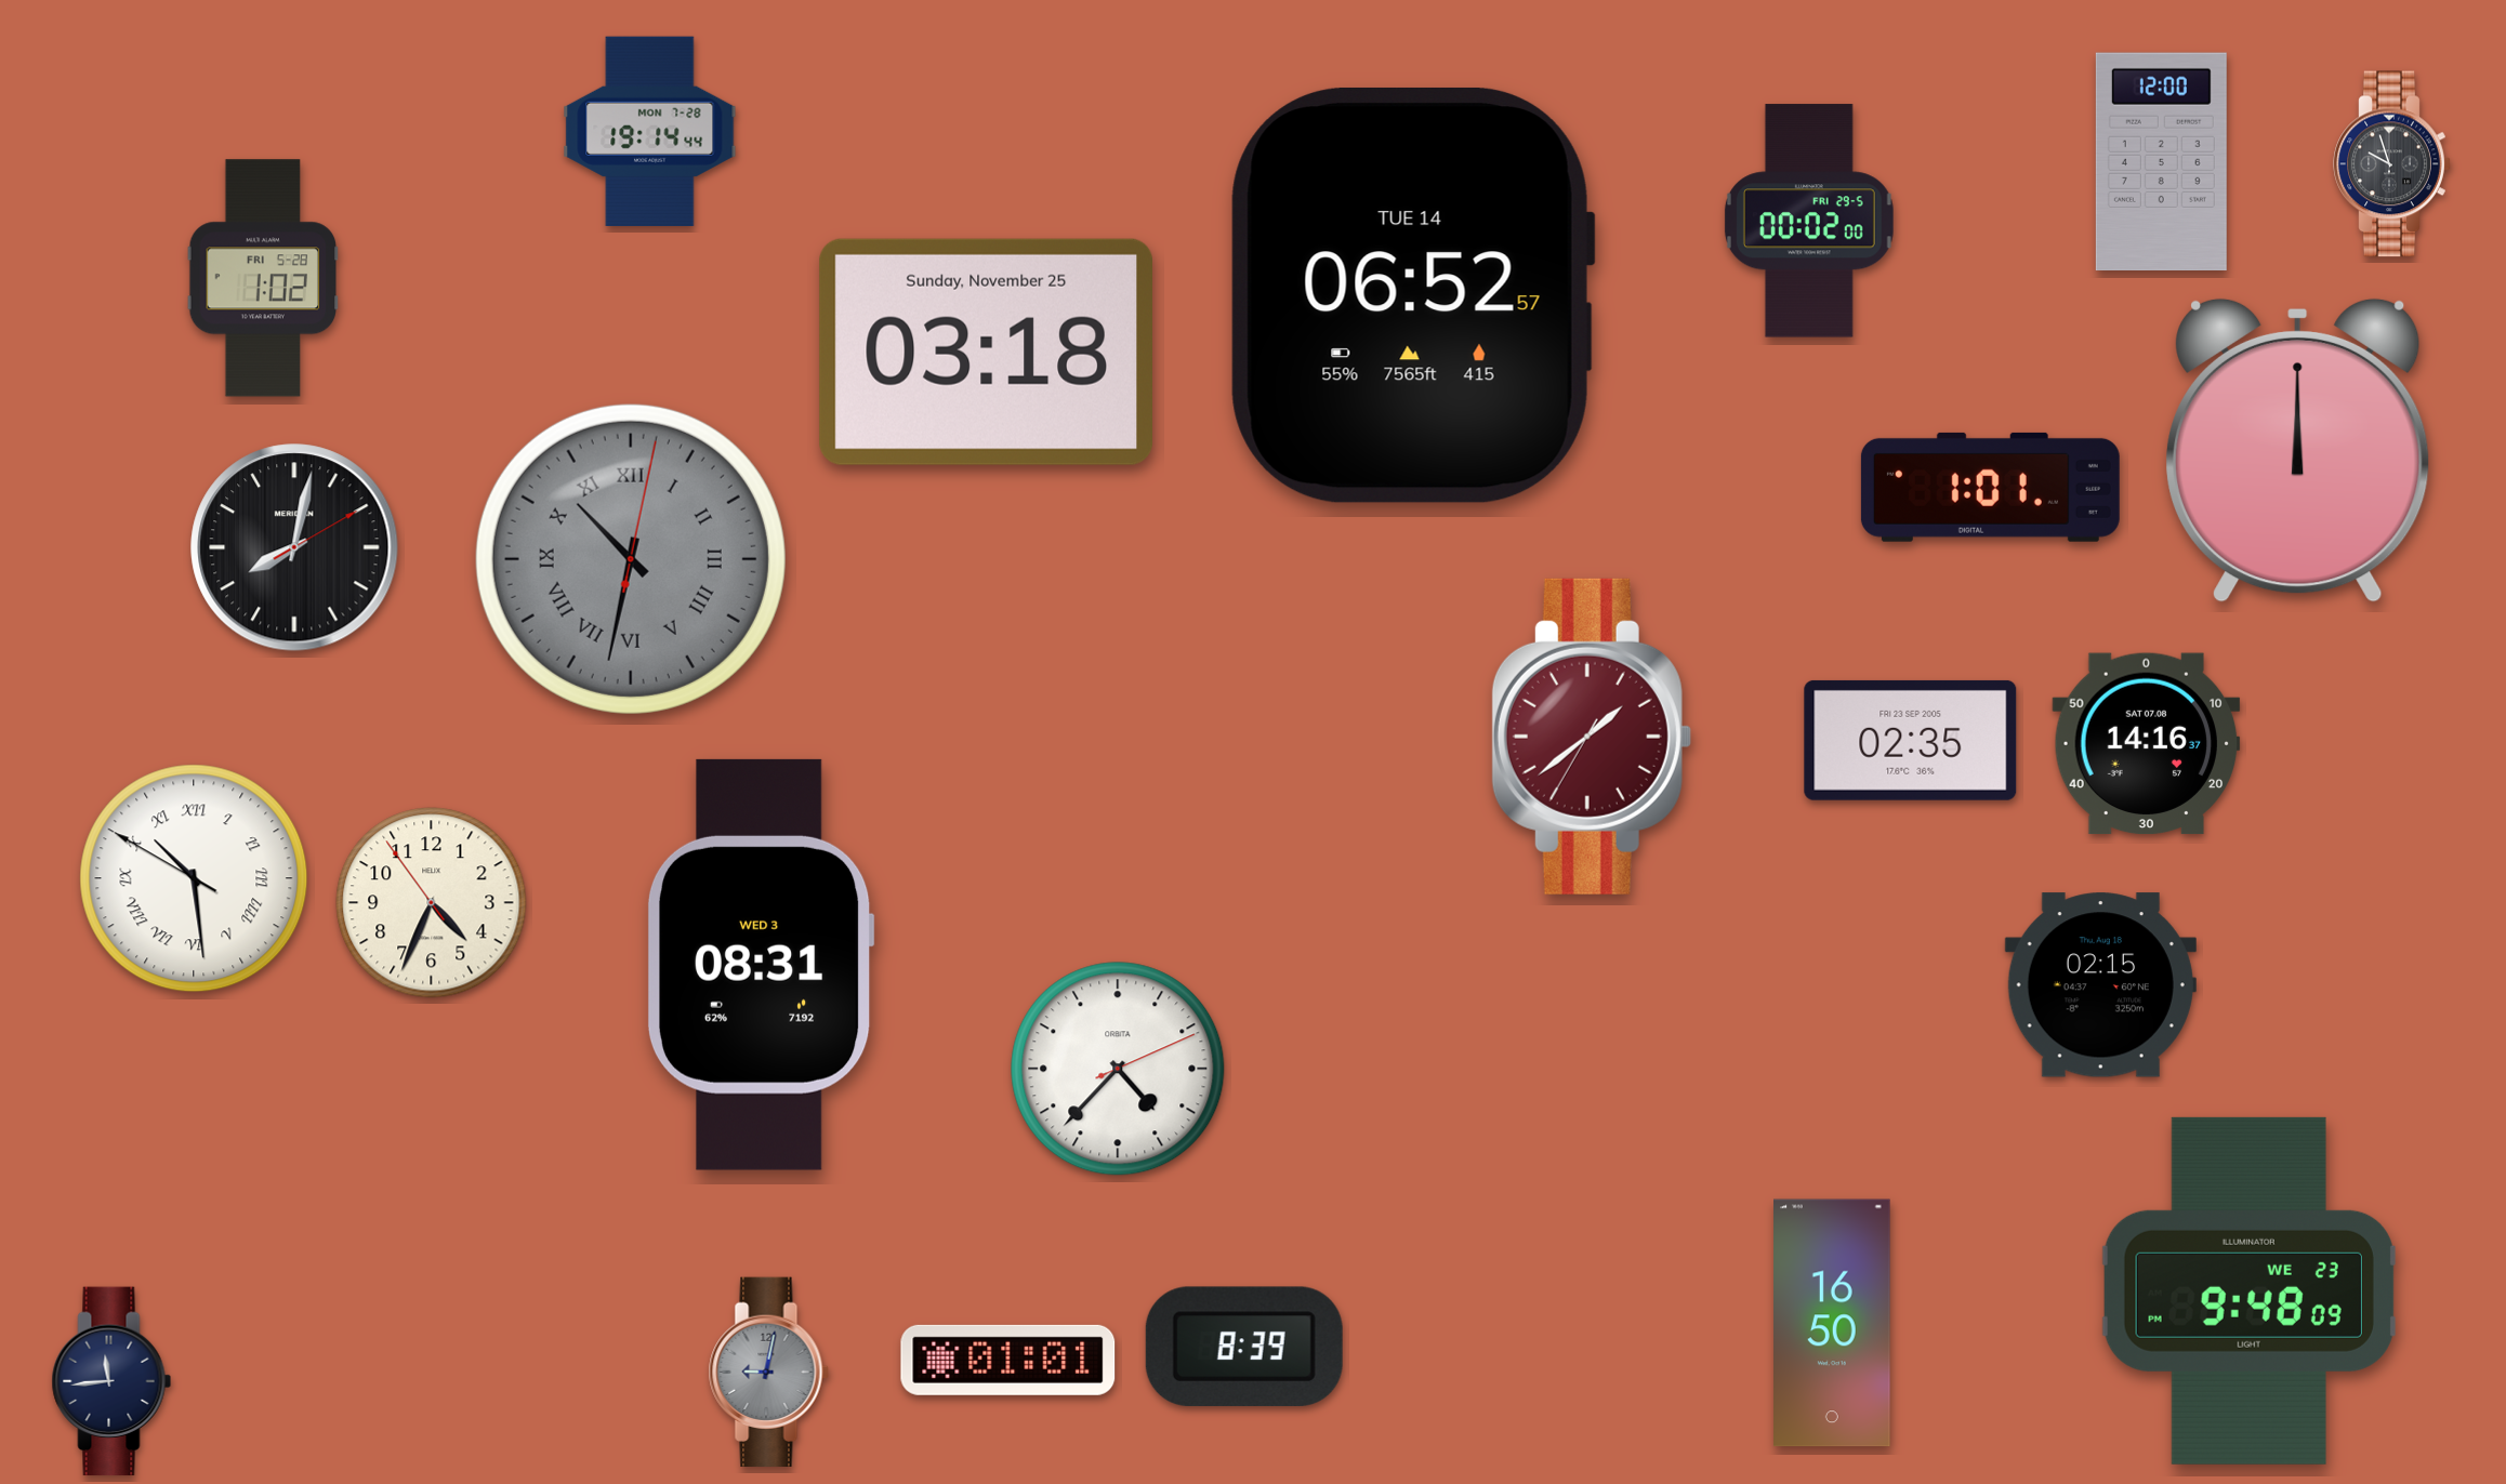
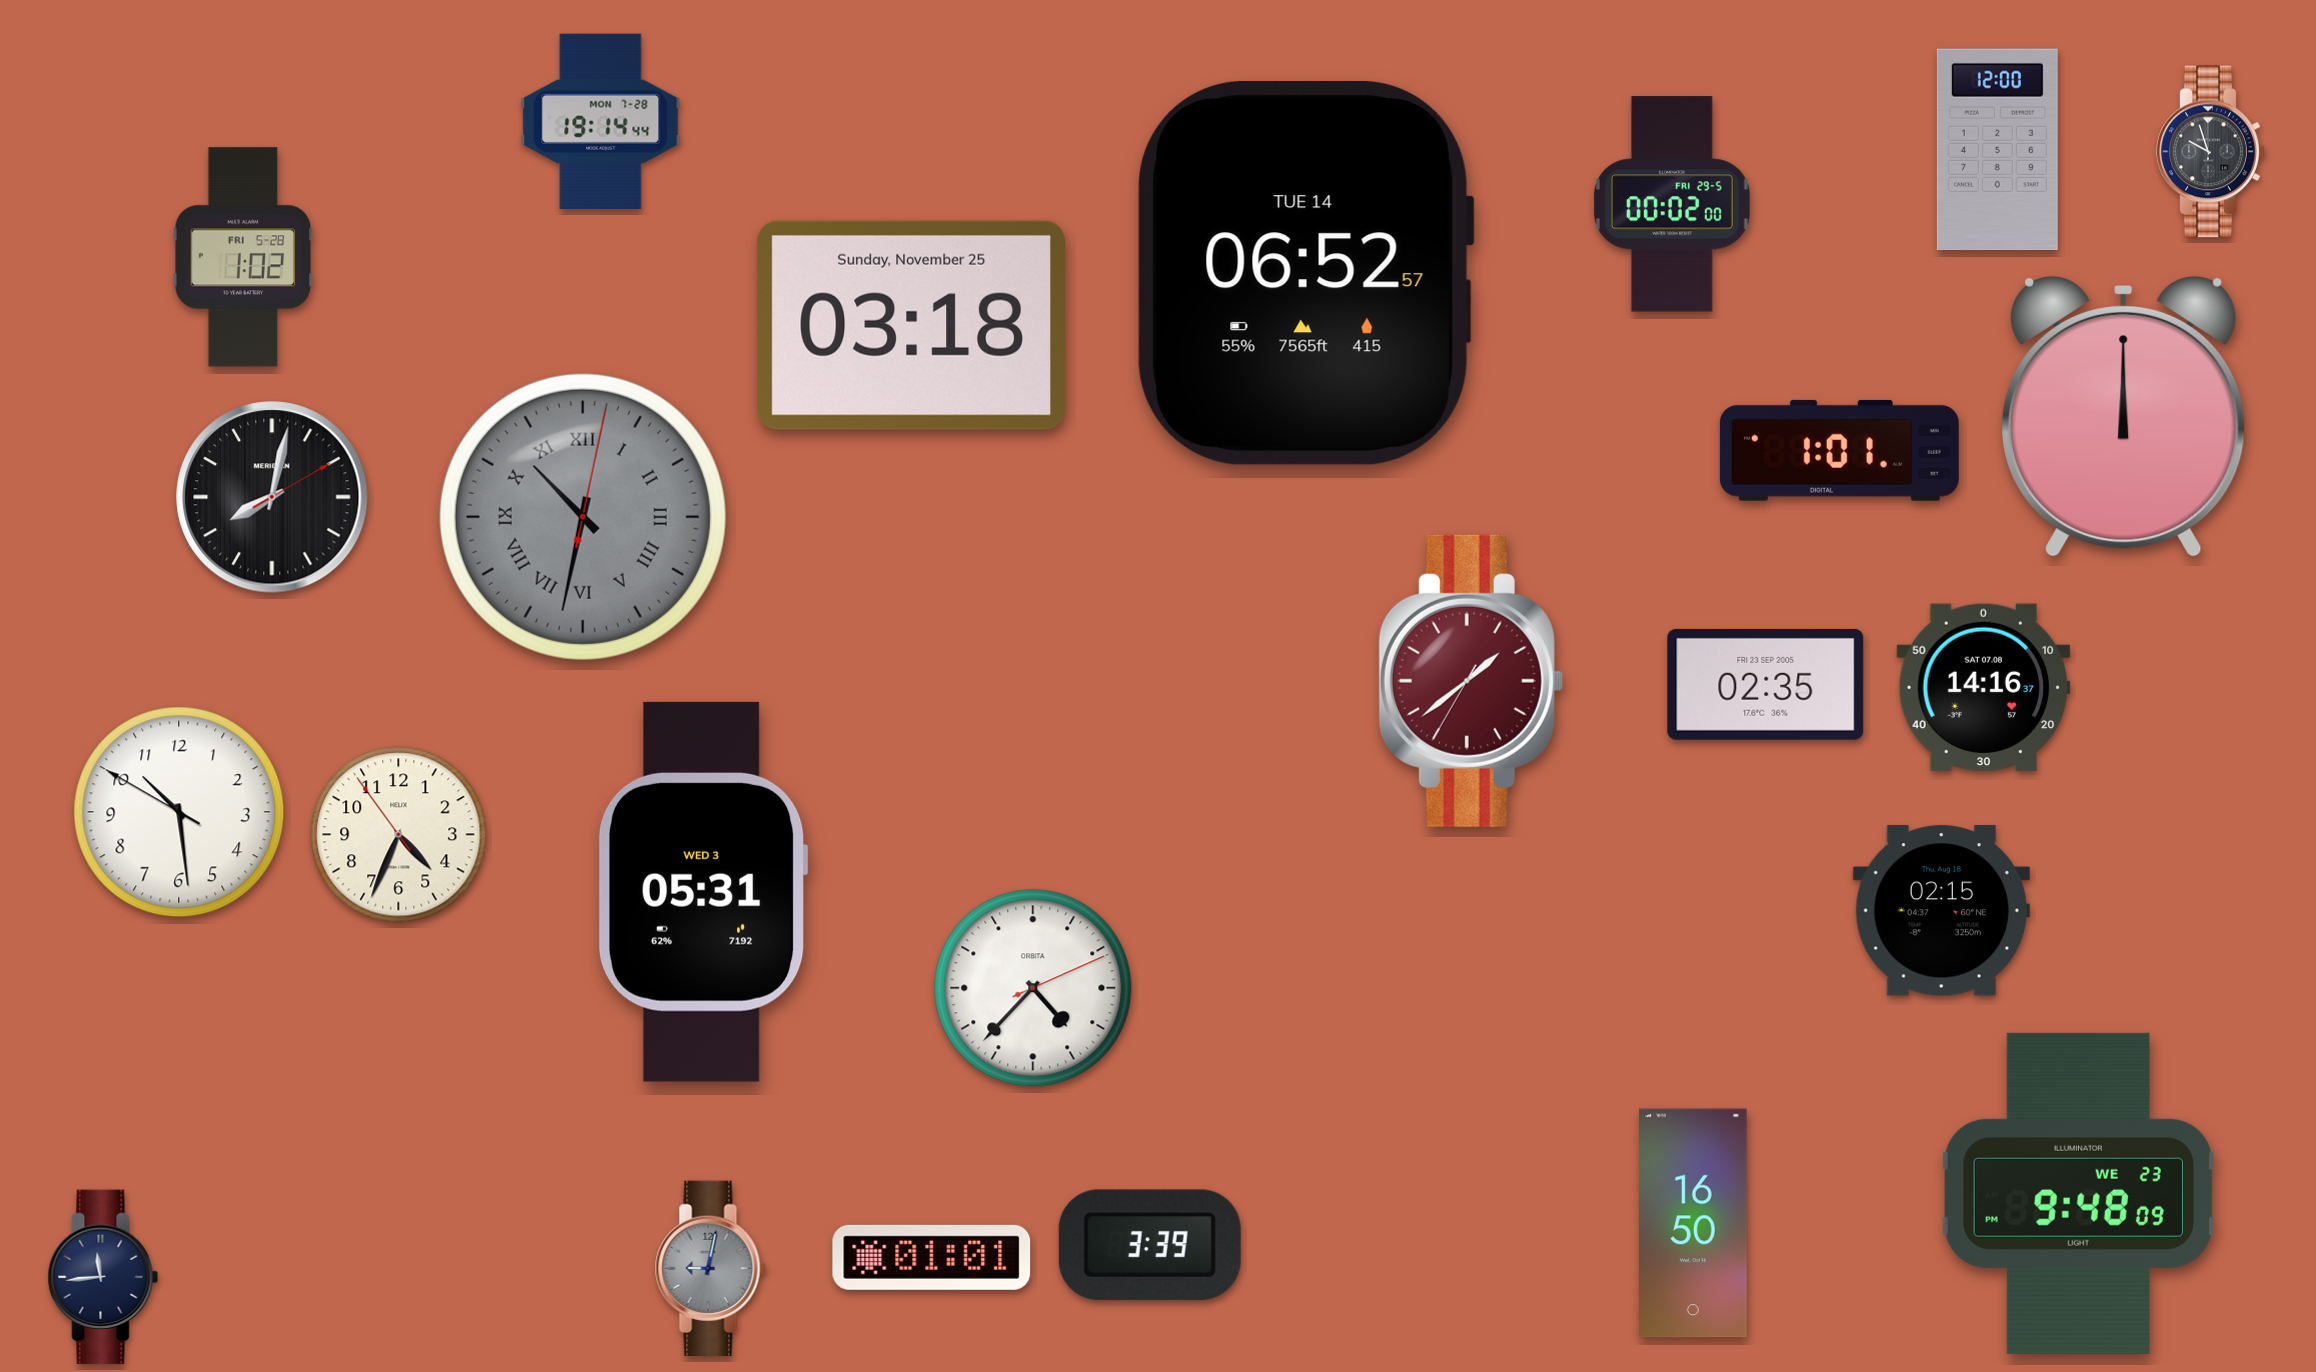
clock at (294, 547) position: (294, 547) -> (272, 497)
clock at (194, 878) numerals: Roman -> Arabic
clock at (761, 965): 08:31 -> 05:31
clock at (1244, 1347): 8:39 -> 3:39
